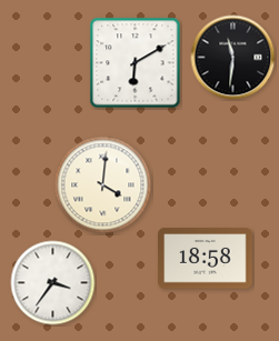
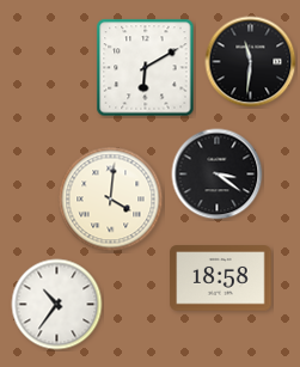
clock at (218, 175): none -> 3:21
clock at (53, 283): 3:36 -> 10:36
